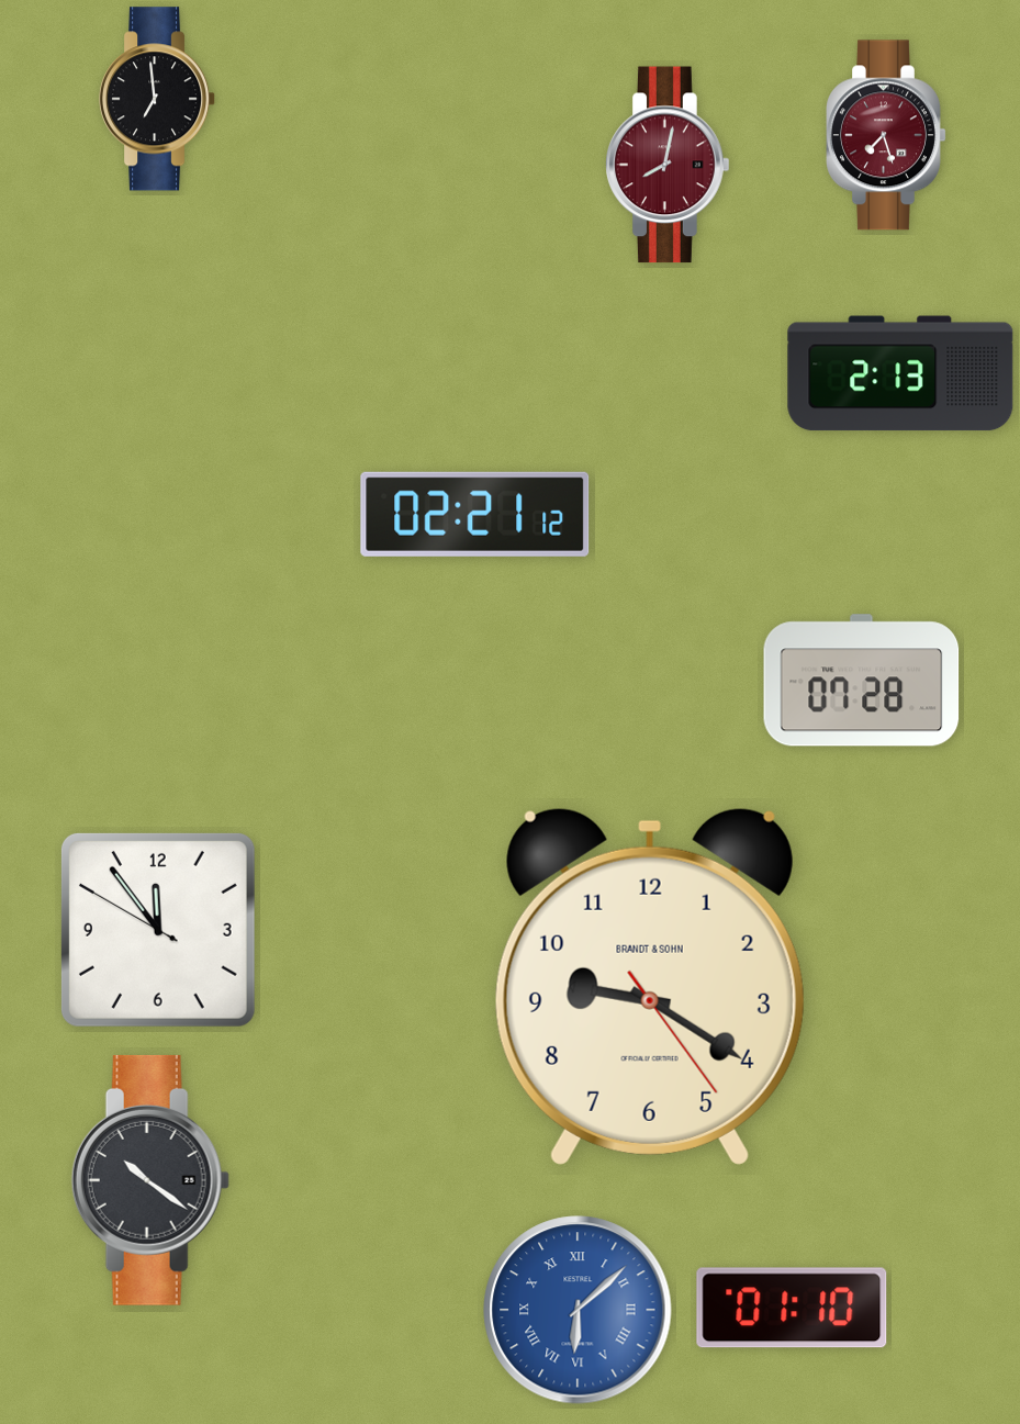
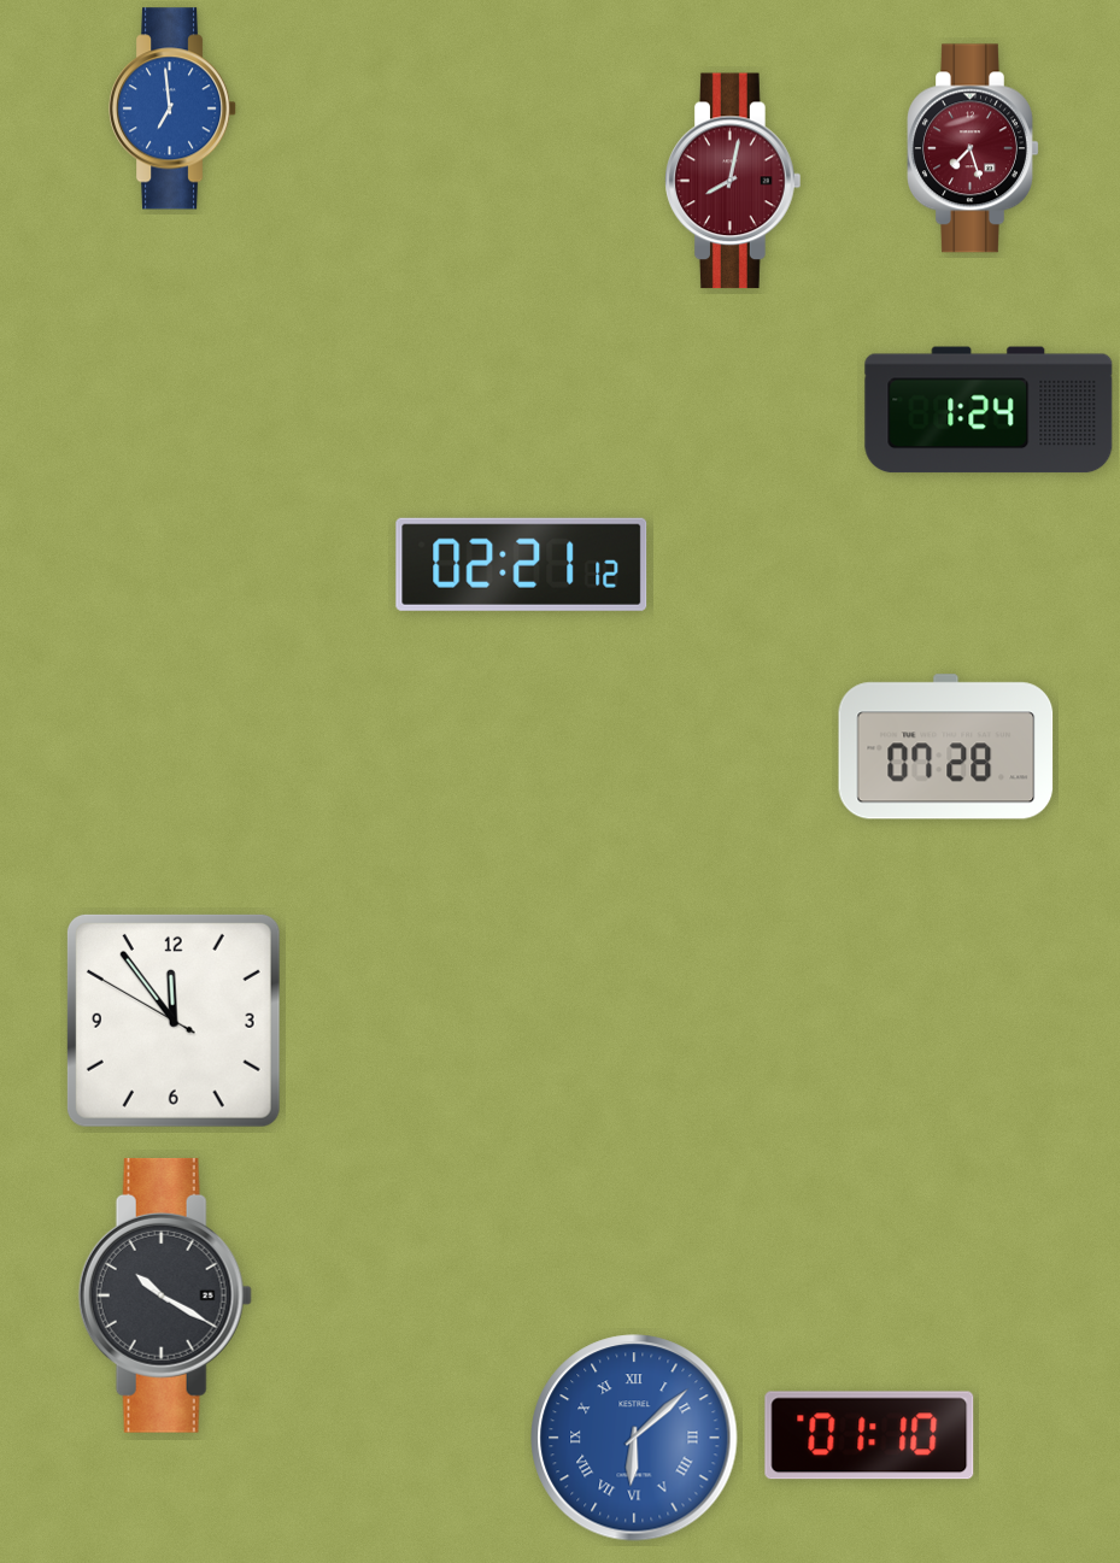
clock at (157, 99) dial: black -> blue
clock at (900, 373): 2:13 -> 1:24
clock at (650, 986): 9:20 -> none
clock at (150, 1180): 10:21 -> 10:20
